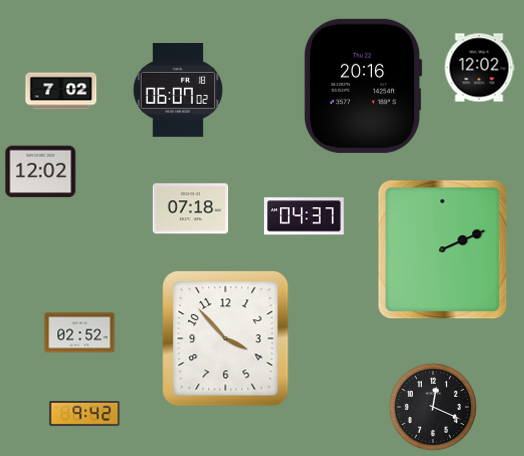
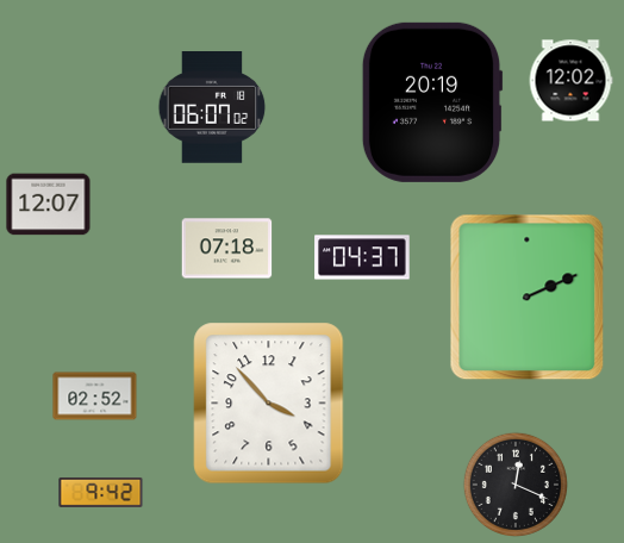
clock at (363, 86): 20:16 -> 20:19
clock at (61, 91): 7:02 -> none
clock at (41, 172): 12:02 -> 12:07
